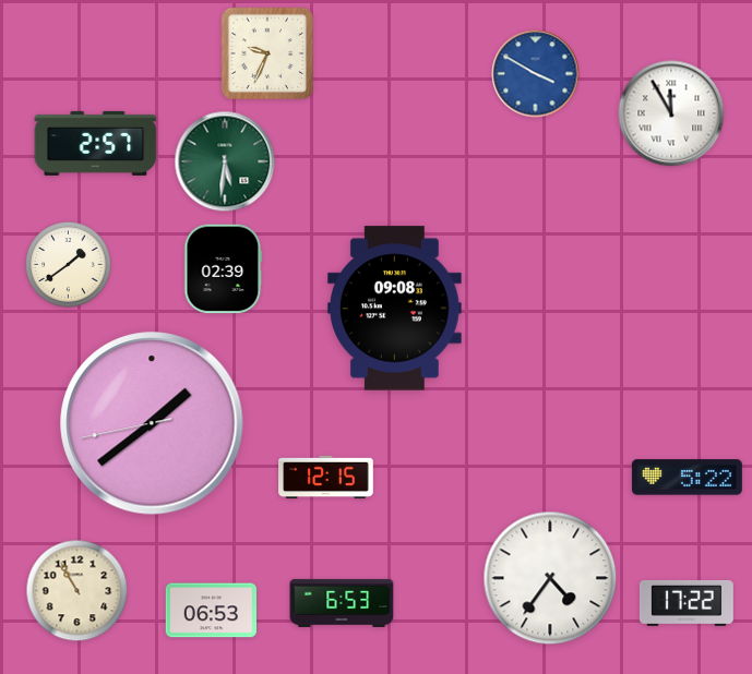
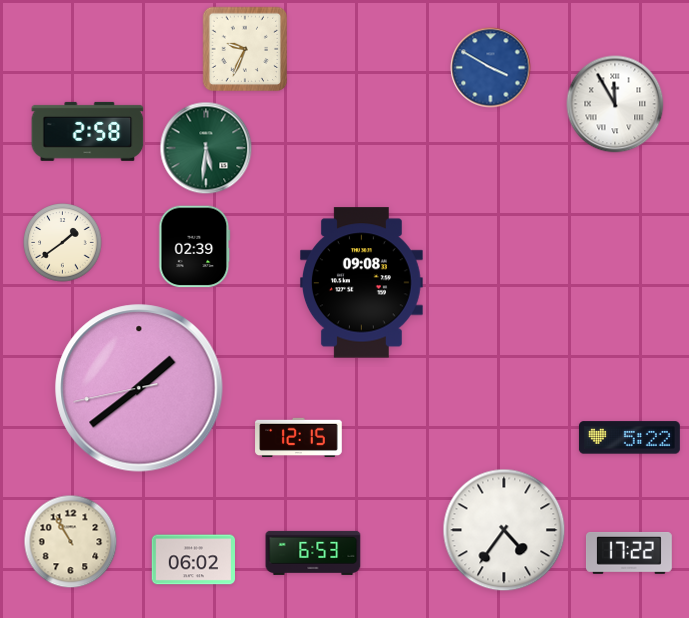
clock at (96, 143): 2:57 -> 2:58
clock at (224, 269) position: (224, 269) -> (195, 247)
clock at (211, 611): 06:53 -> 06:02
